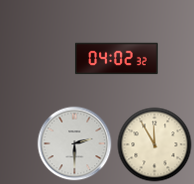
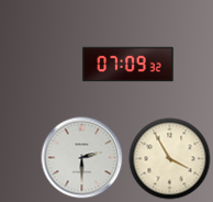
clock at (117, 59): 04:02 -> 07:09
clock at (155, 145): 11:55 -> 3:55
